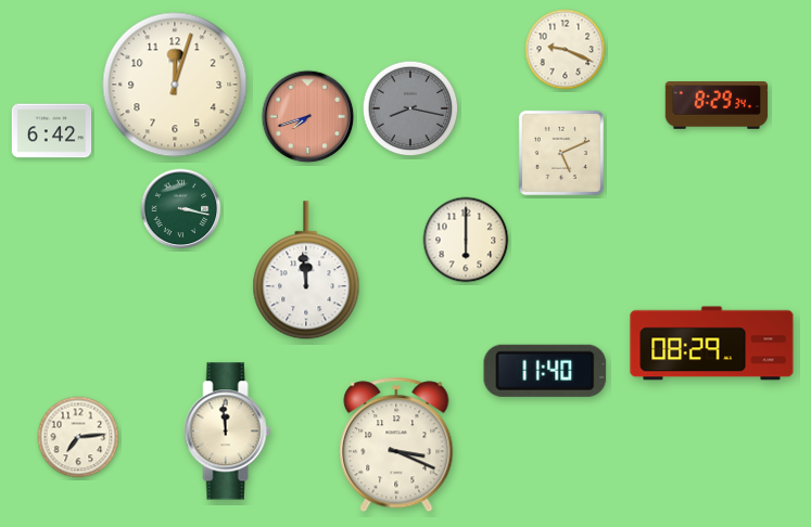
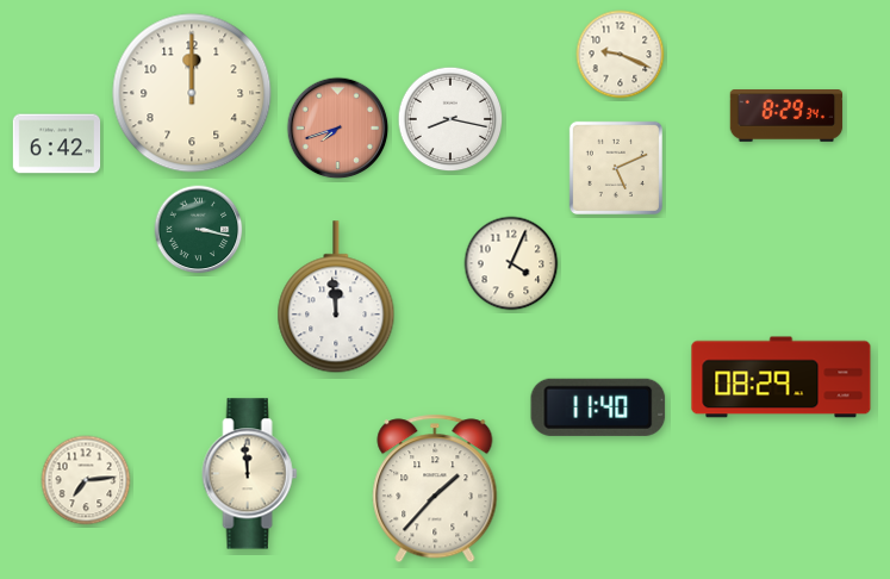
clock at (175, 85): 12:03 -> 12:00
clock at (410, 108) dial: grey -> white
clock at (466, 240): 6:00 -> 4:04
clock at (396, 445): 3:19 -> 1:37
